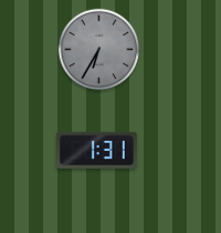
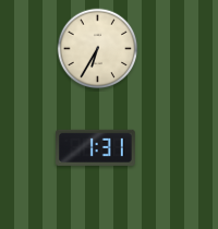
clock at (99, 50) dial: grey -> cream
